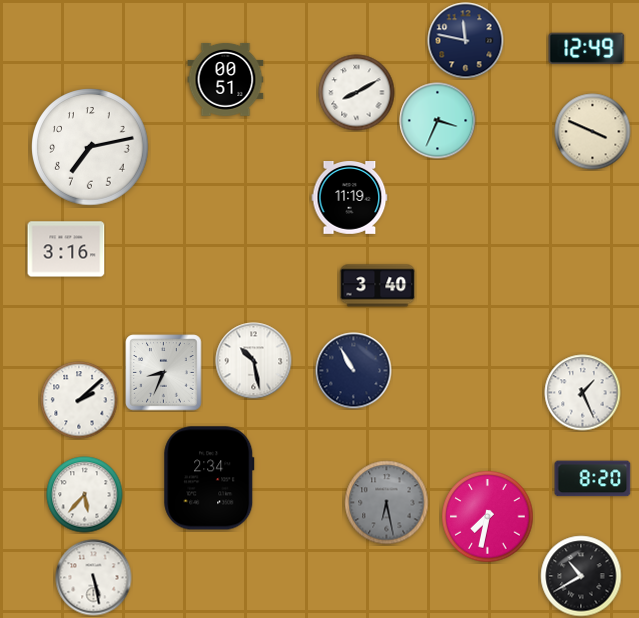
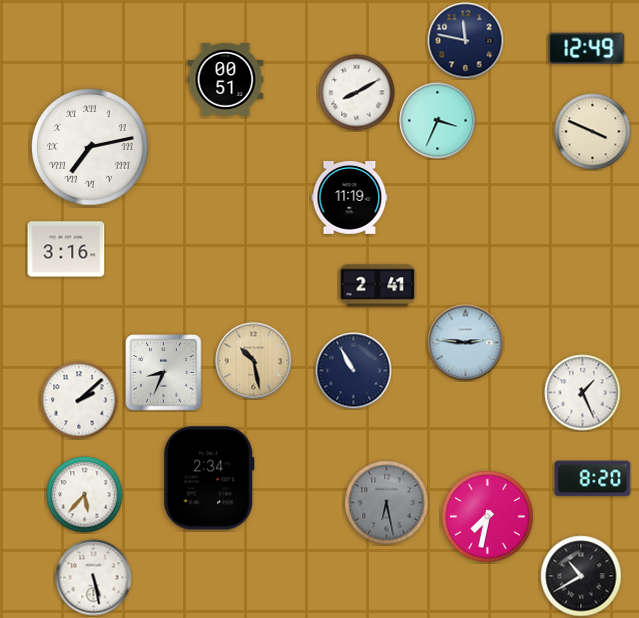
clock at (90, 147) numerals: Arabic -> Roman
clock at (378, 286): 3:40 -> 2:41
clock at (466, 343): none -> 2:46
clock at (254, 361) dial: white -> champagne
